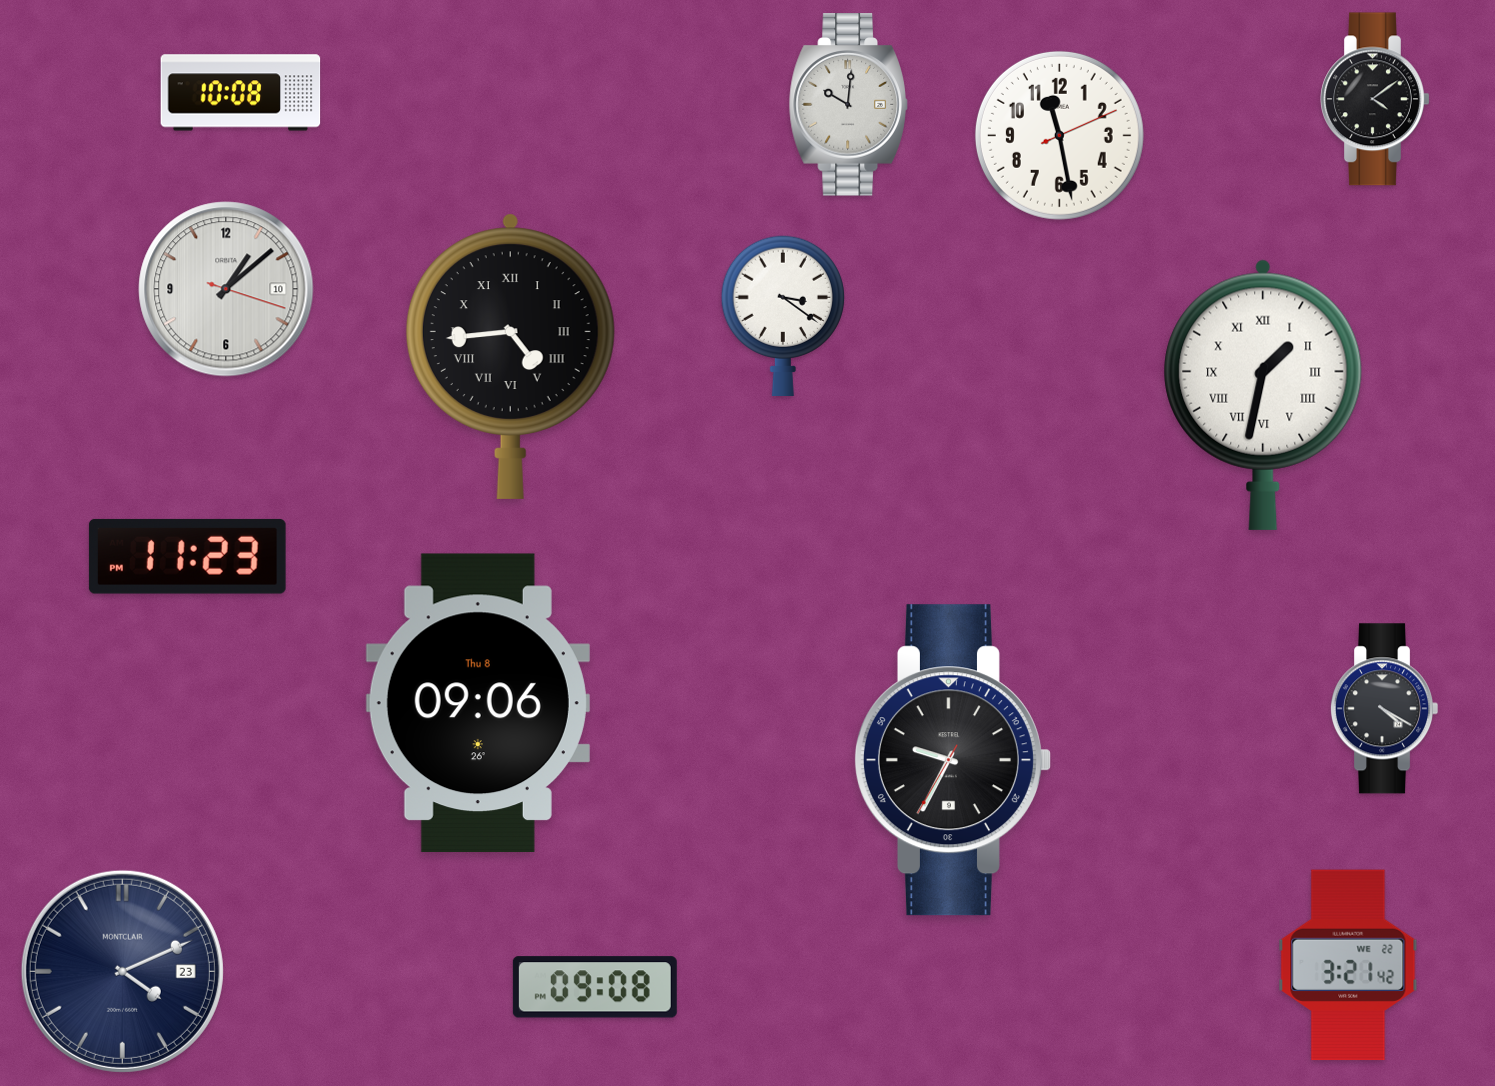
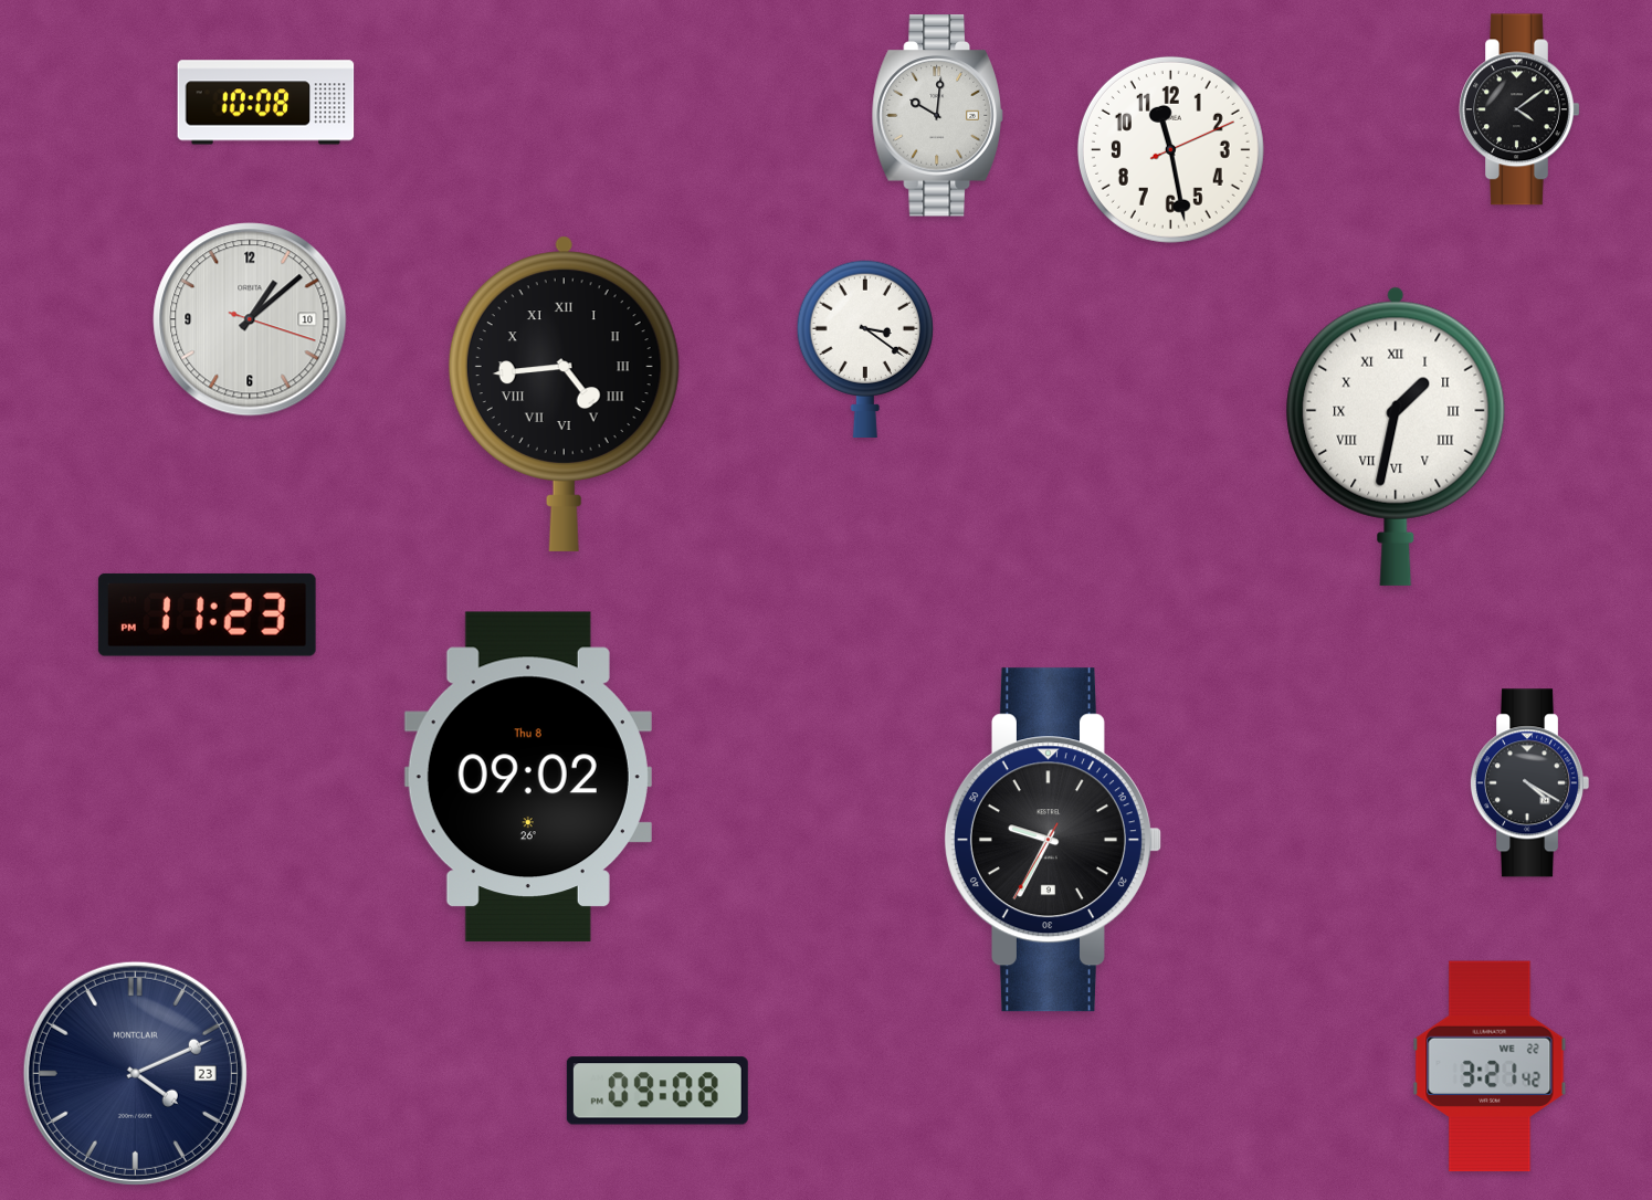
clock at (478, 703): 09:06 -> 09:02
